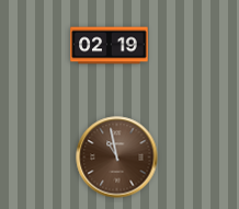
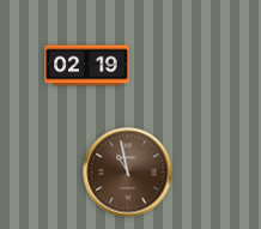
clock at (110, 46) position: (110, 46) -> (87, 66)
